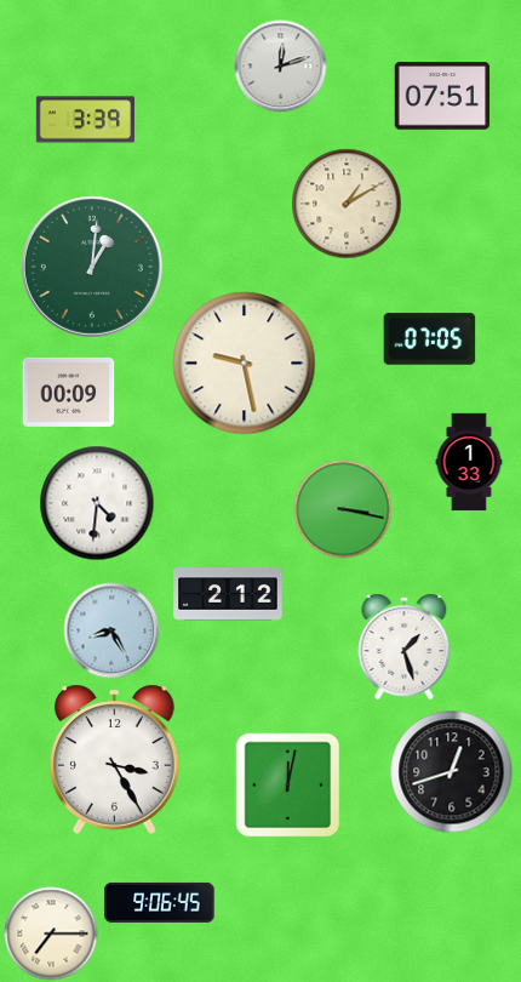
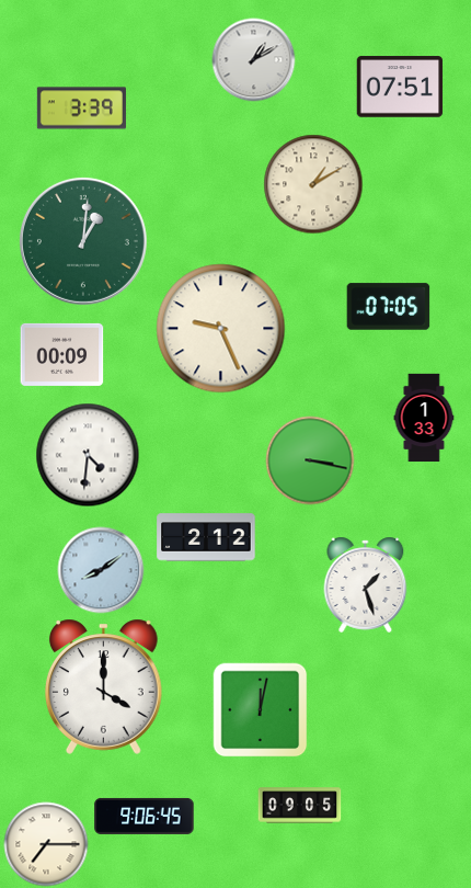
clock at (281, 67): 12:12 -> 1:10
clock at (85, 120) position: (85, 120) -> (81, 109)
clock at (245, 364): 9:28 -> 9:26
clock at (111, 630): 8:25 -> 8:09
clock at (115, 759): 3:25 -> 4:00
clock at (452, 772): 12:42 -> none
clock at (300, 806): none -> 09:05
